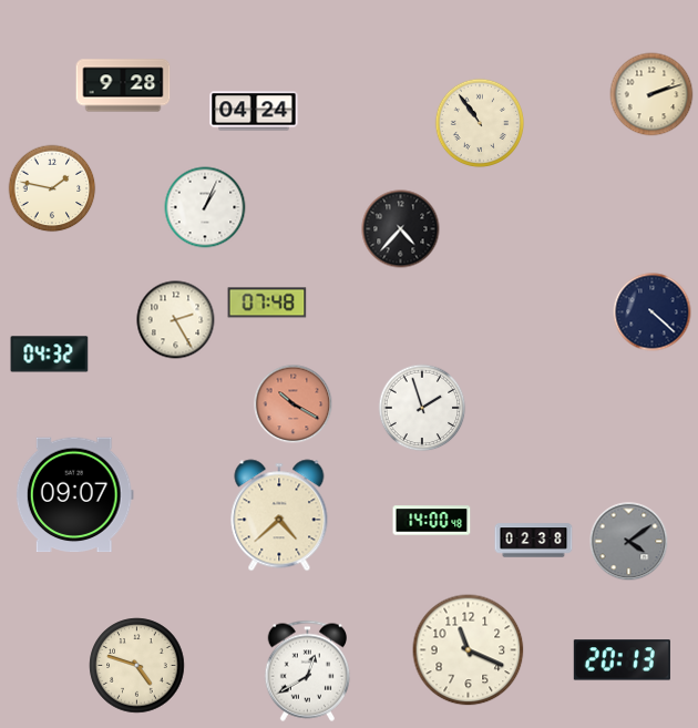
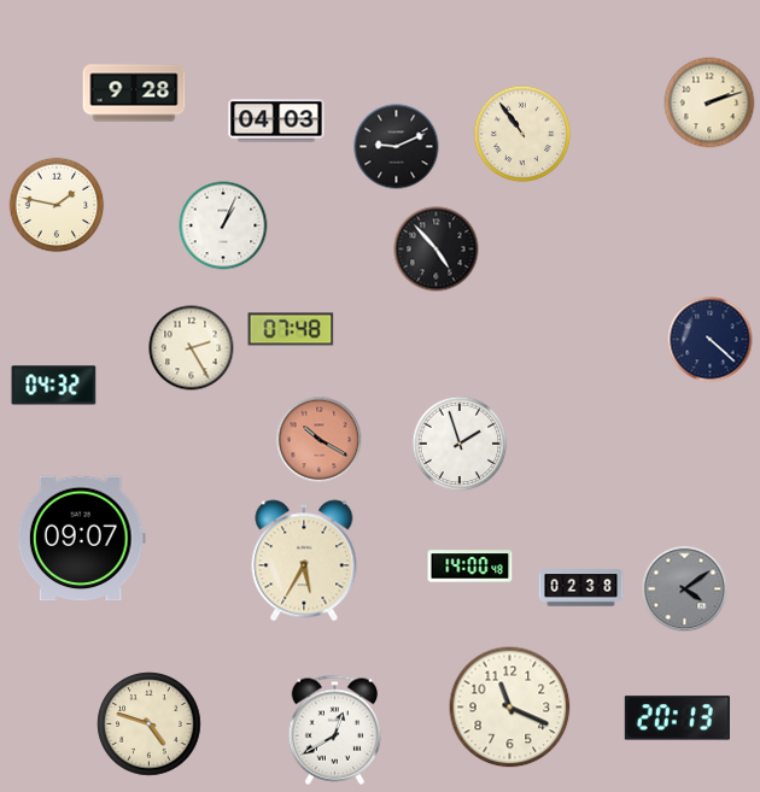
clock at (254, 111): 04:24 -> 04:03
clock at (397, 147): none -> 9:11
clock at (401, 229): 4:37 -> 4:53
clock at (279, 515): 4:38 -> 5:35
